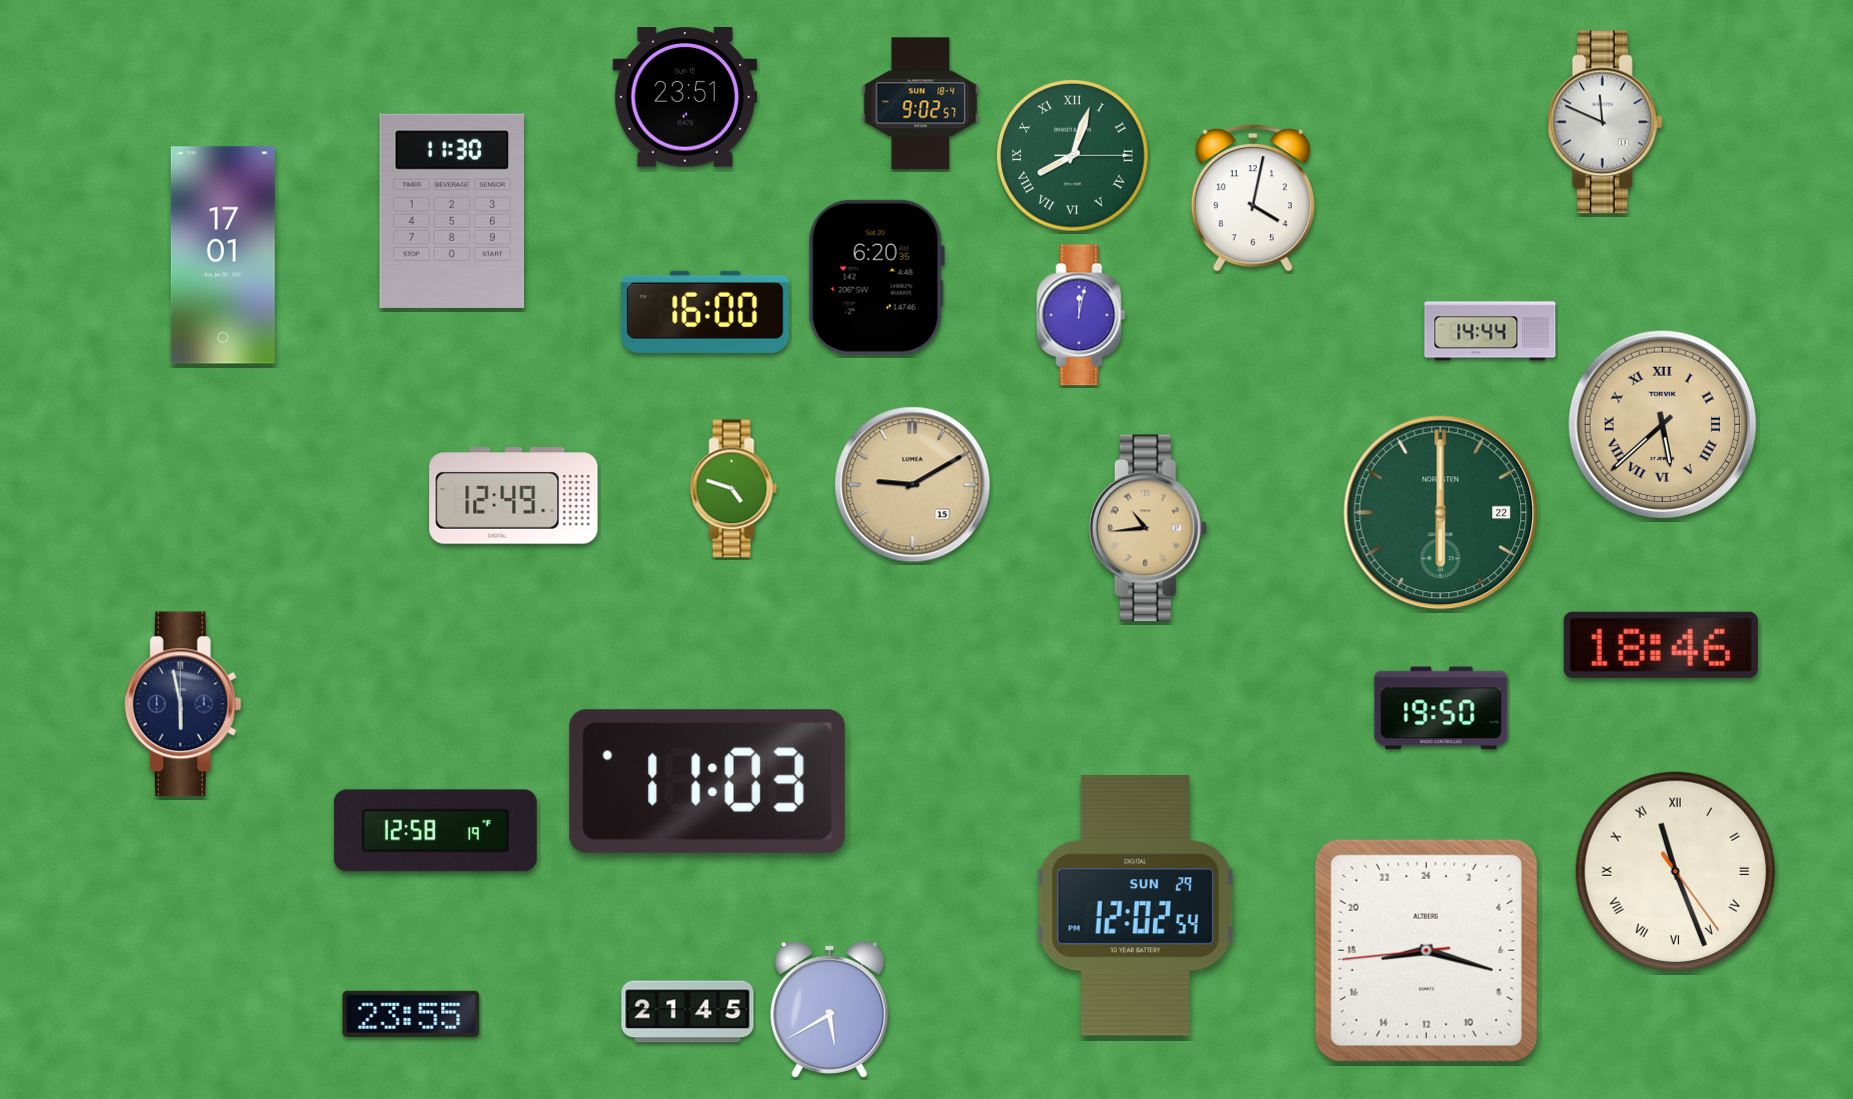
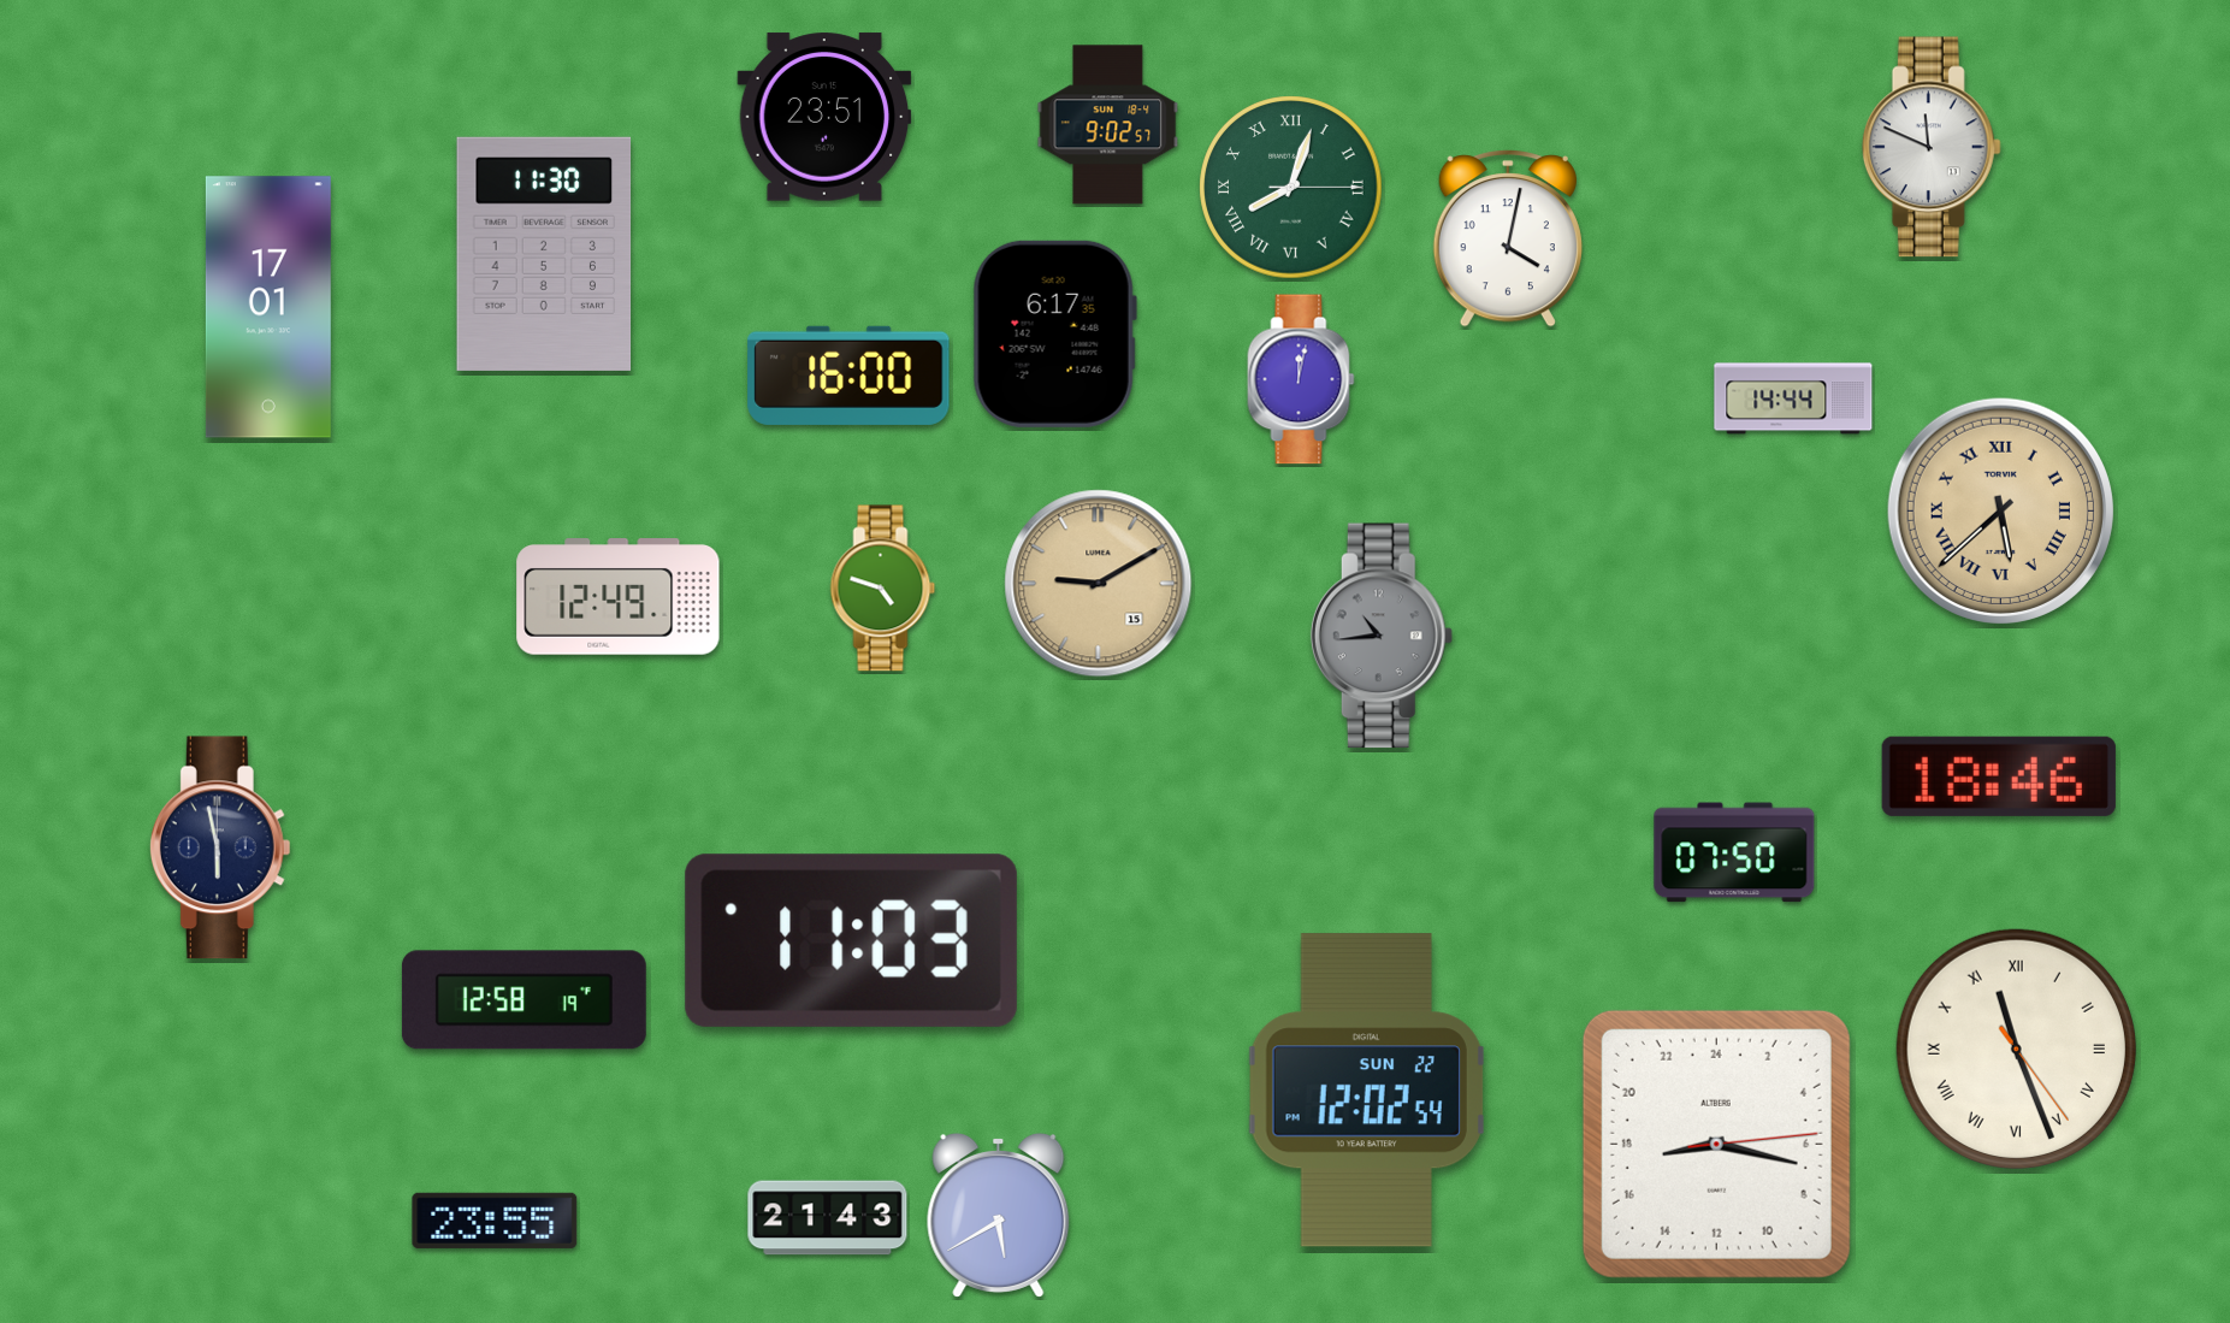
clock at (876, 277): 6:20 -> 6:17
clock at (1441, 513): 6:00 -> none
clock at (1148, 528) dial: champagne -> grey
clock at (1441, 708): 19:50 -> 07:50
clock at (1135, 906) date: SUN 29 -> SUN 22
clock at (1426, 950): 17:17:44 -> 17:17:14
clock at (688, 1012): 21:45 -> 21:43
